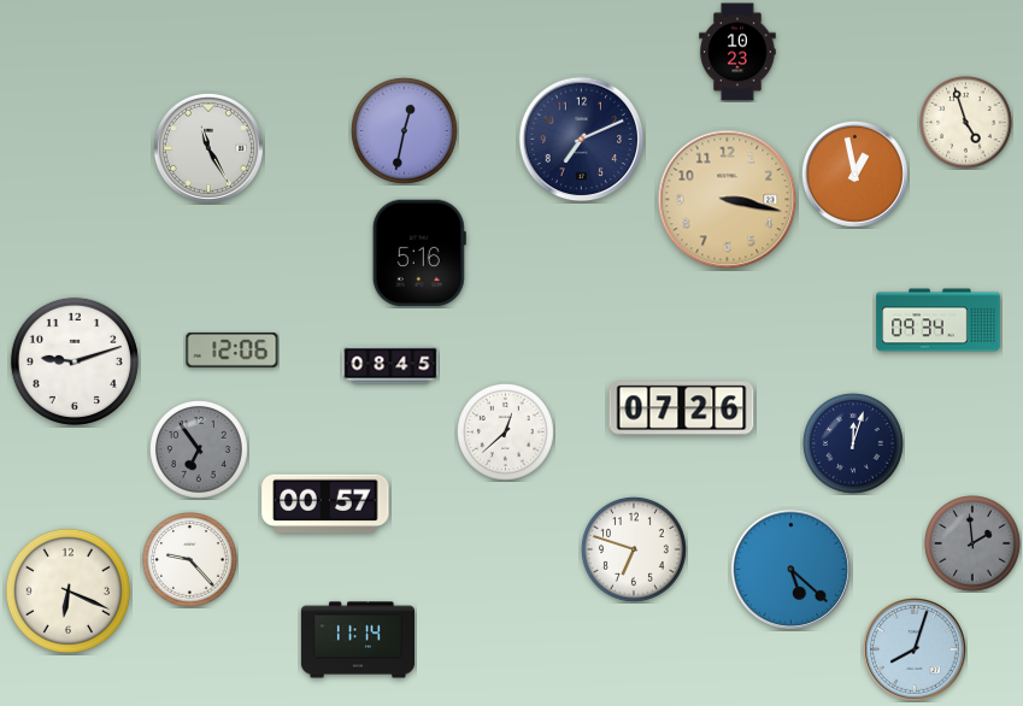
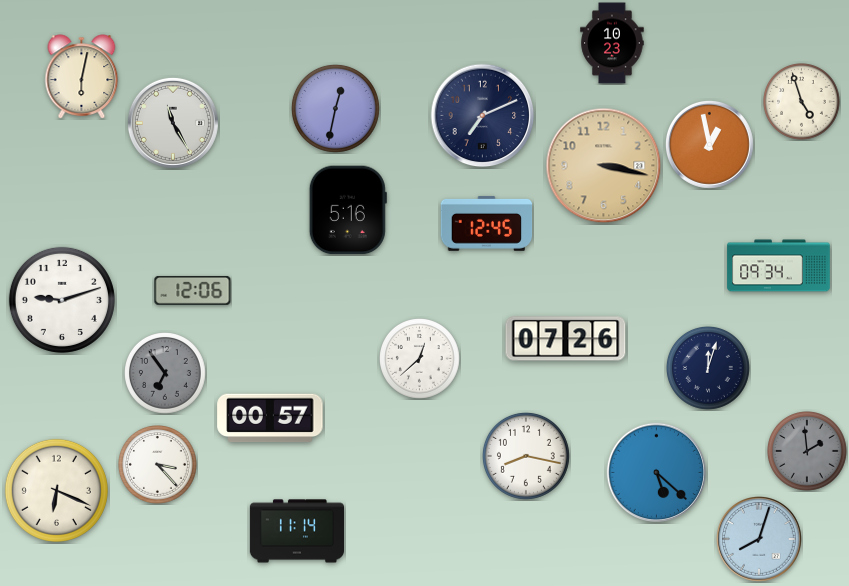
clock at (82, 77): none -> 6:02
clock at (487, 223): none -> 12:45
clock at (390, 365): 08:45 -> none
clock at (634, 549): 6:48 -> 8:17
clock at (190, 560): 9:23 -> 3:23
